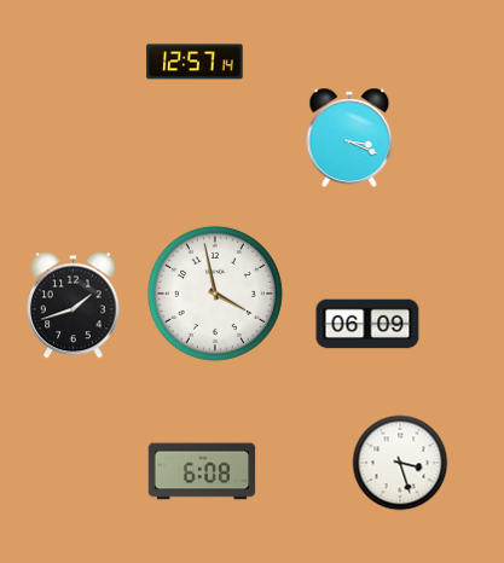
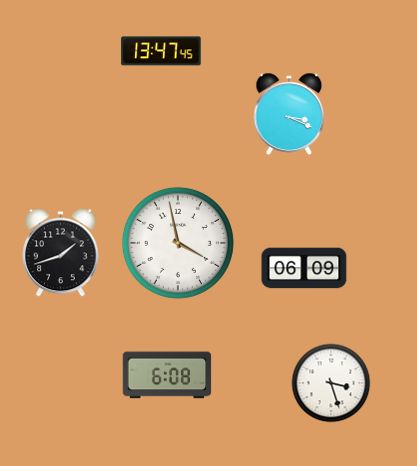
clock at (195, 62): 12:57 -> 13:47
clock at (202, 471) position: (202, 471) -> (167, 375)
